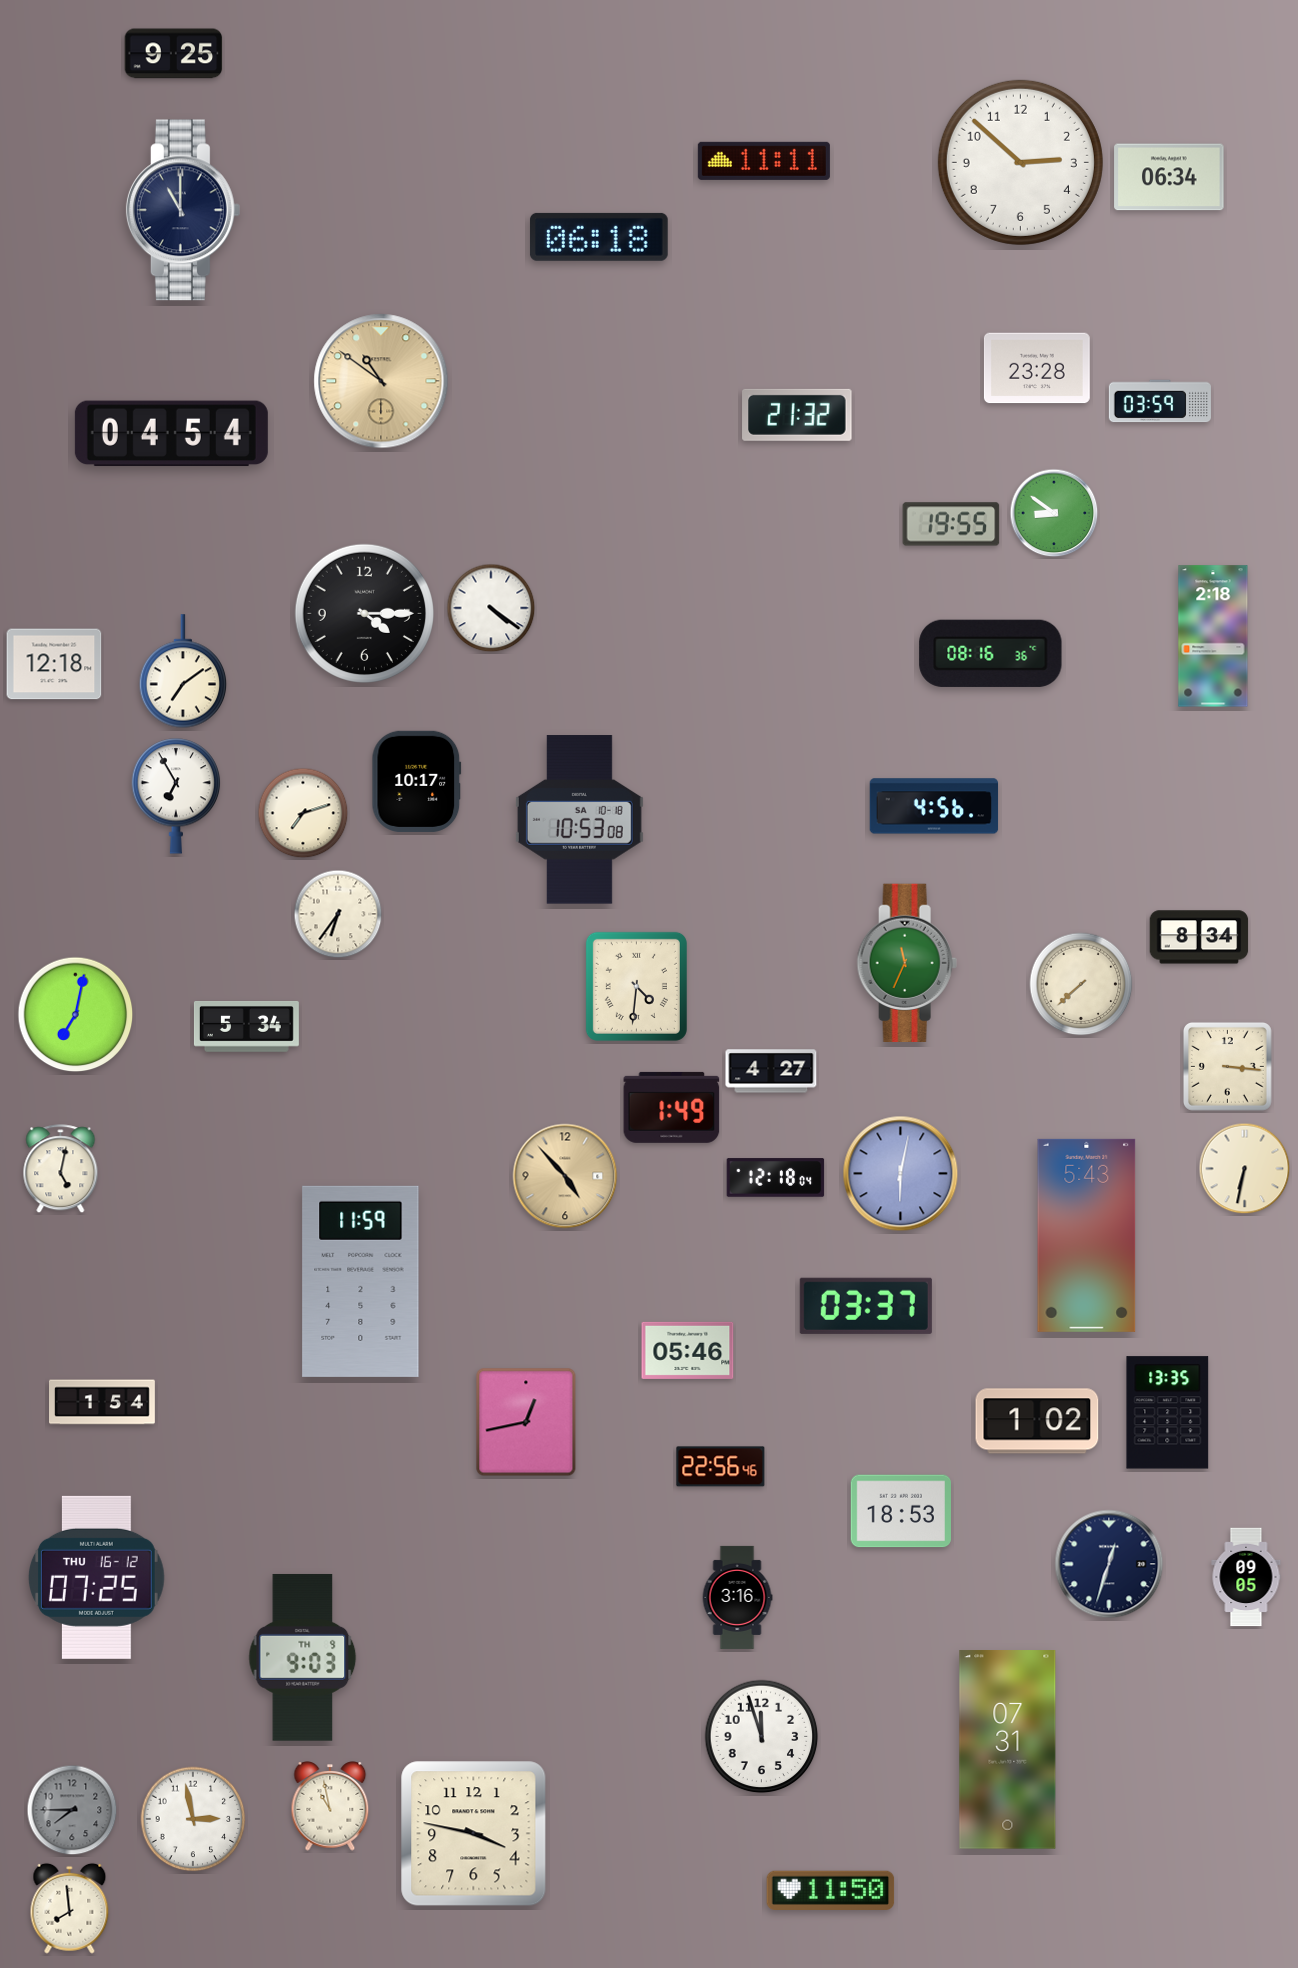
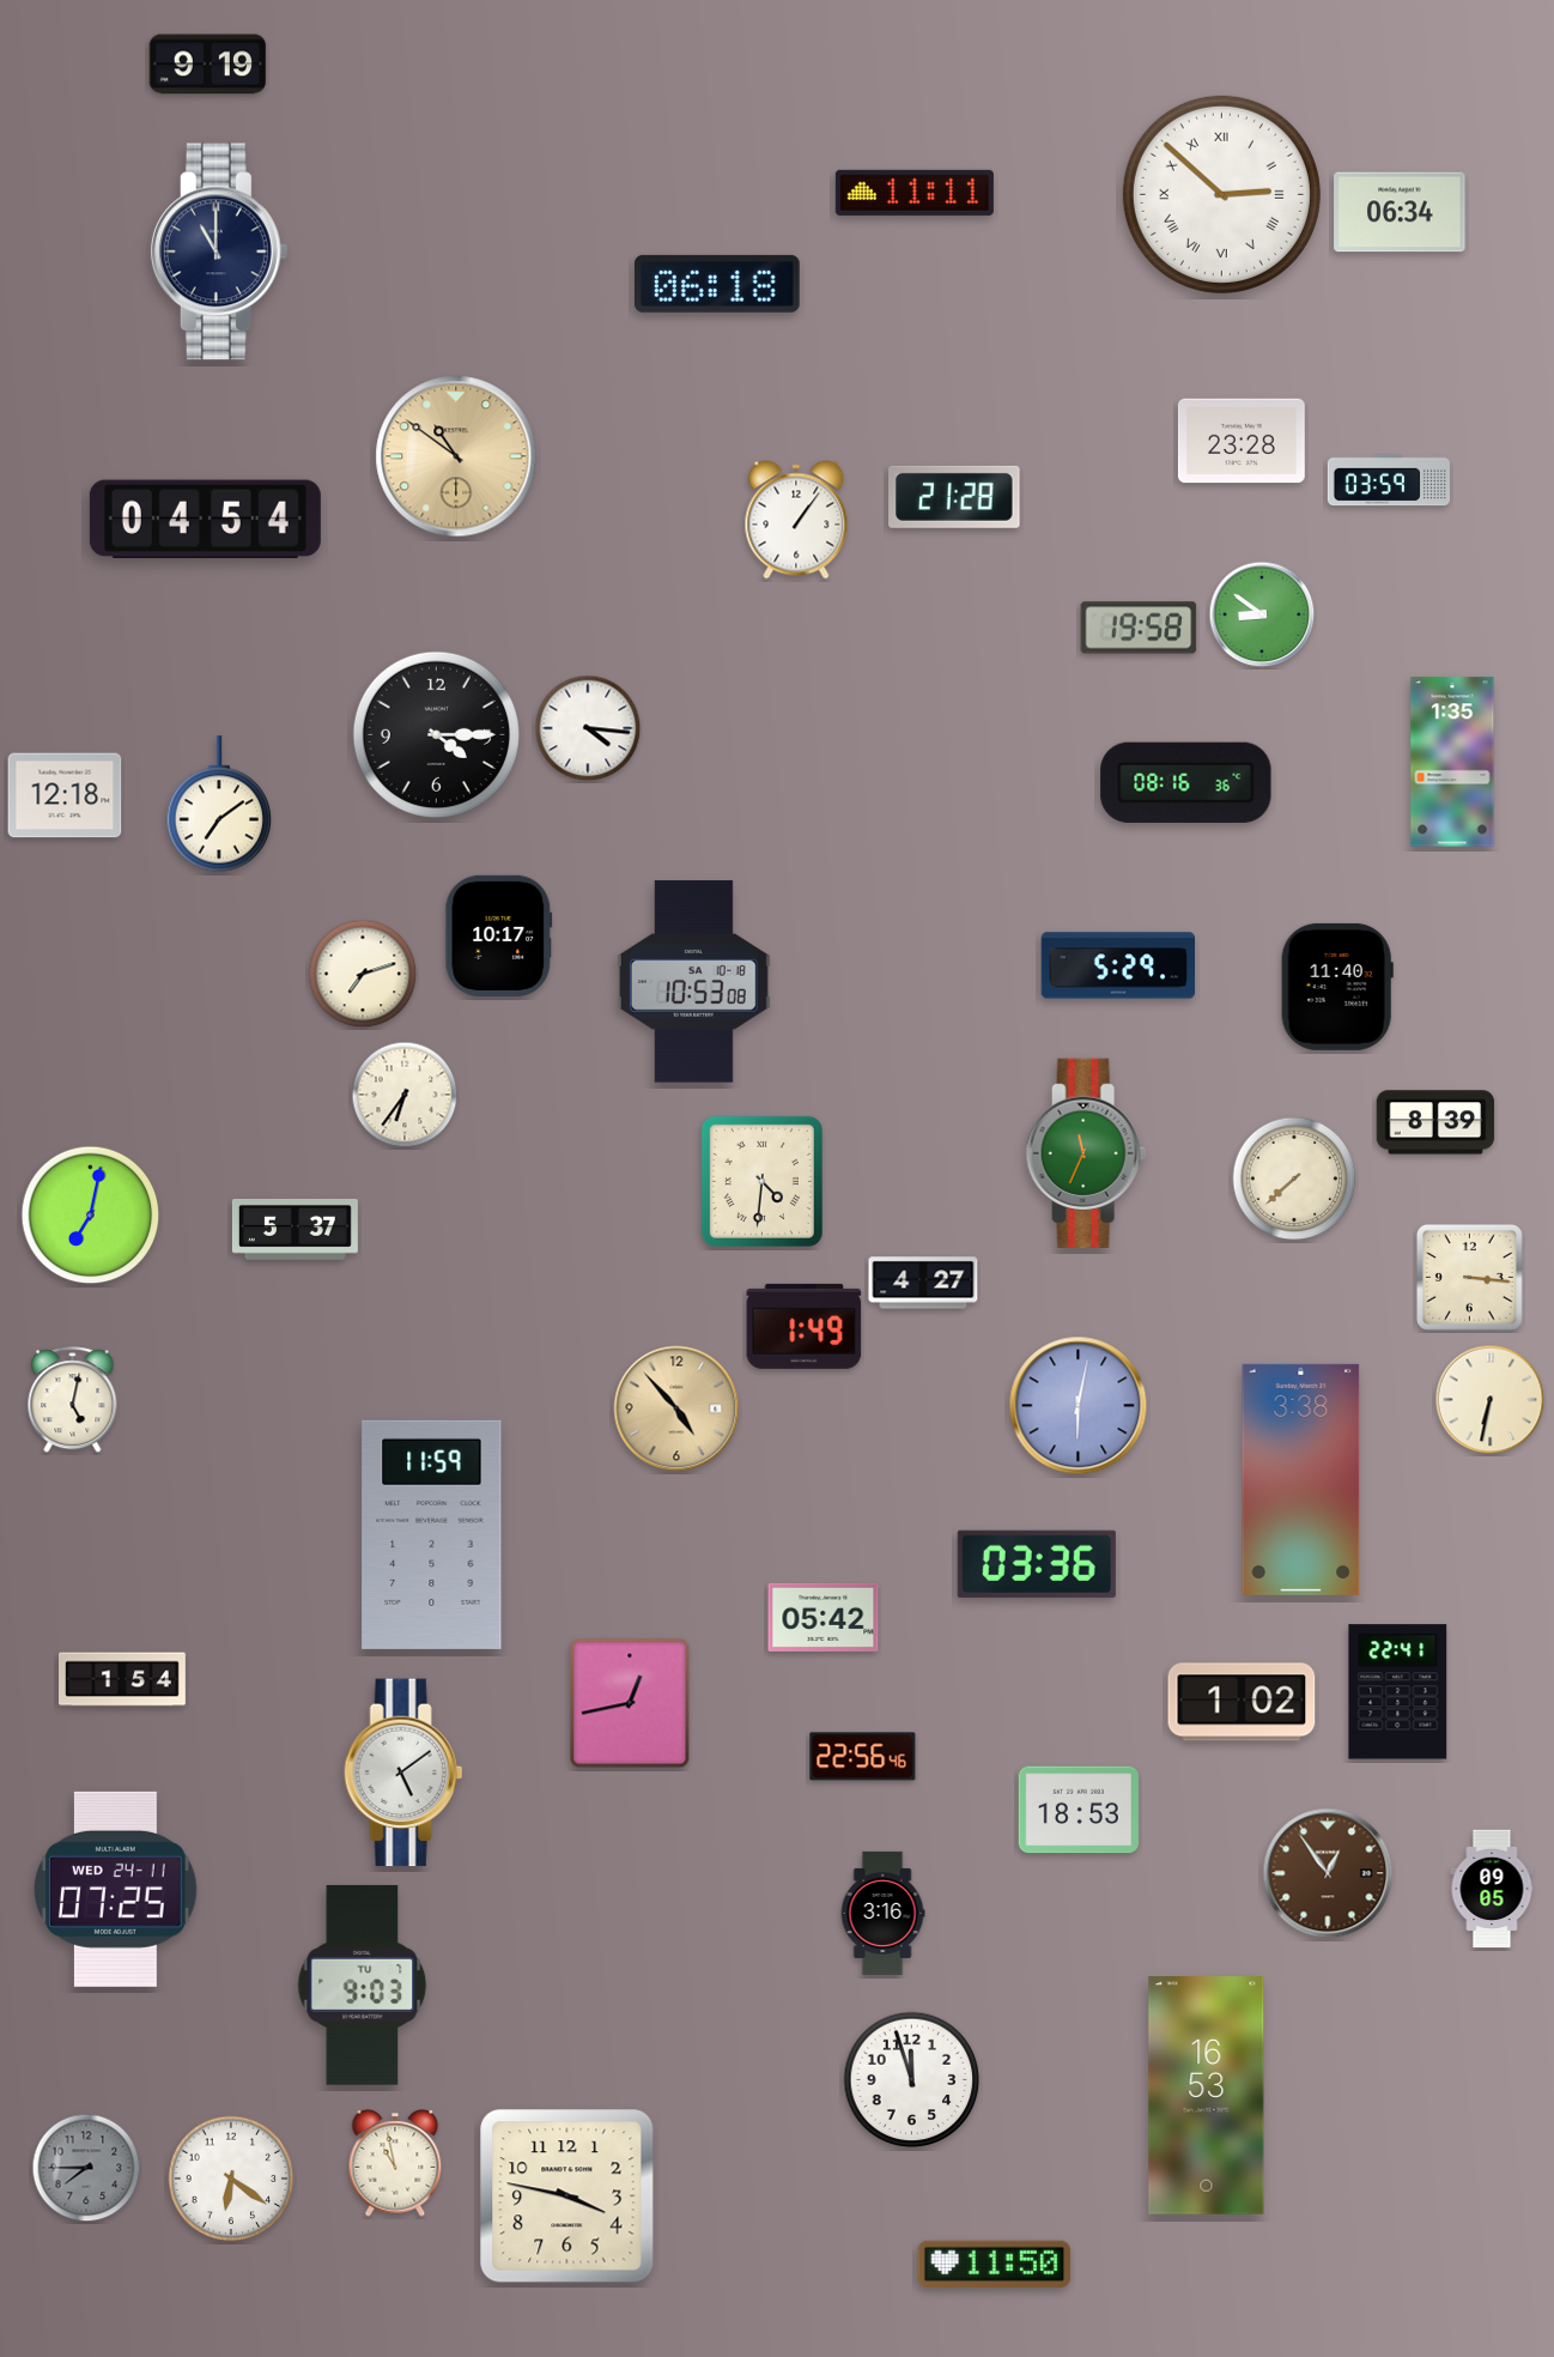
clock at (174, 54): 9:25 -> 9:19
clock at (1020, 162) numerals: Arabic -> Roman
clock at (797, 415): 21:32 -> 21:28
clock at (796, 520): none -> 1:06
clock at (951, 524): 19:55 -> 19:58
clock at (491, 608): 4:21 -> 4:16
clock at (1213, 636): 2:18 -> 1:35
clock at (176, 796): 6:55 -> none
clock at (934, 806): 4:56 -> 5:29
clock at (1337, 987): none -> 11:40
clock at (1199, 937): 8:34 -> 8:39
clock at (246, 1026): 5:34 -> 5:37
clock at (776, 1178): 12:18 -> none
clock at (1087, 1235): 5:43 -> 3:38
clock at (866, 1306): 03:37 -> 03:36
clock at (688, 1350): 05:46 -> 05:42
clock at (1168, 1413): 13:35 -> 22:41
clock at (403, 1773): none -> 5:09
clock at (1109, 1564): 12:33 -> 12:54
clock at (1109, 1564) dial: navy -> brown
clock at (96, 1577) date: THU 16-12 -> WED 24-11
clock at (303, 1657) date: TH 9 -> TU 7
clock at (1008, 1750): 07:31 -> 16:53
clock at (193, 1819): 2:58 -> 6:21
clock at (70, 1908): 7:59 -> none
